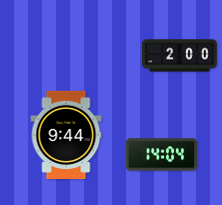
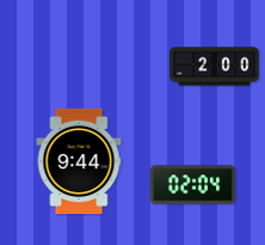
clock at (162, 155): 14:04 -> 02:04
